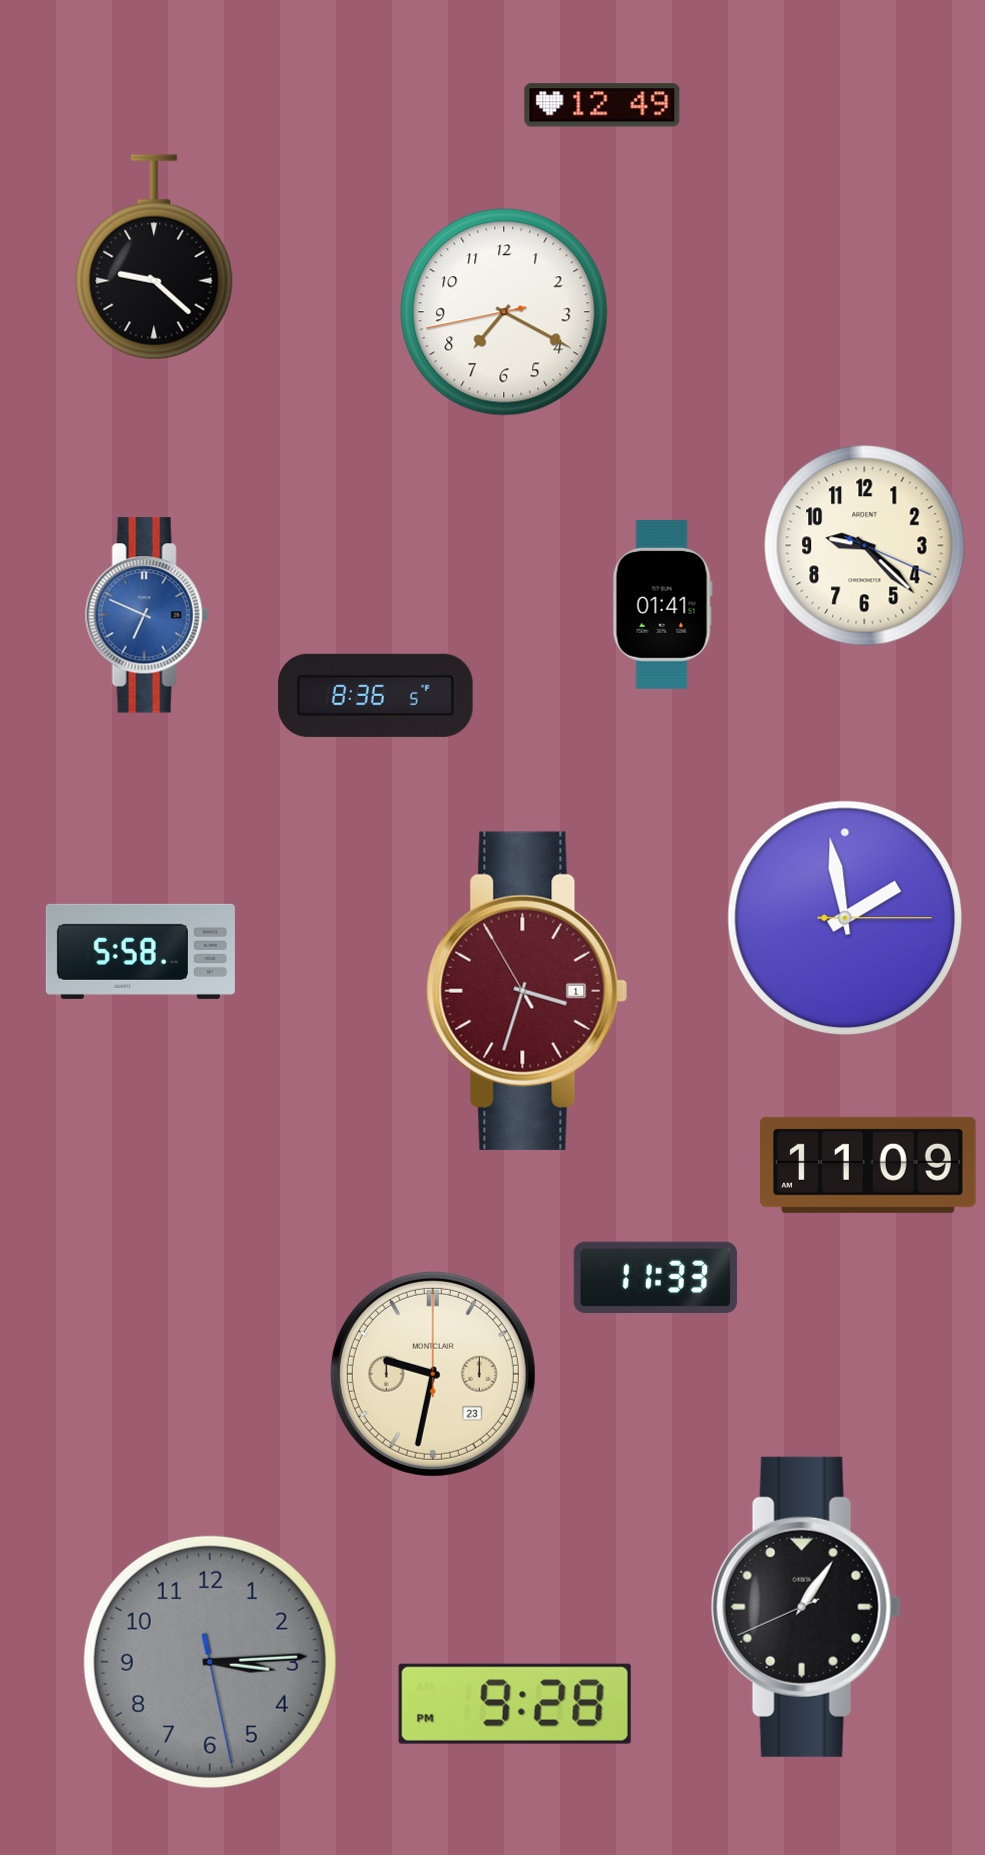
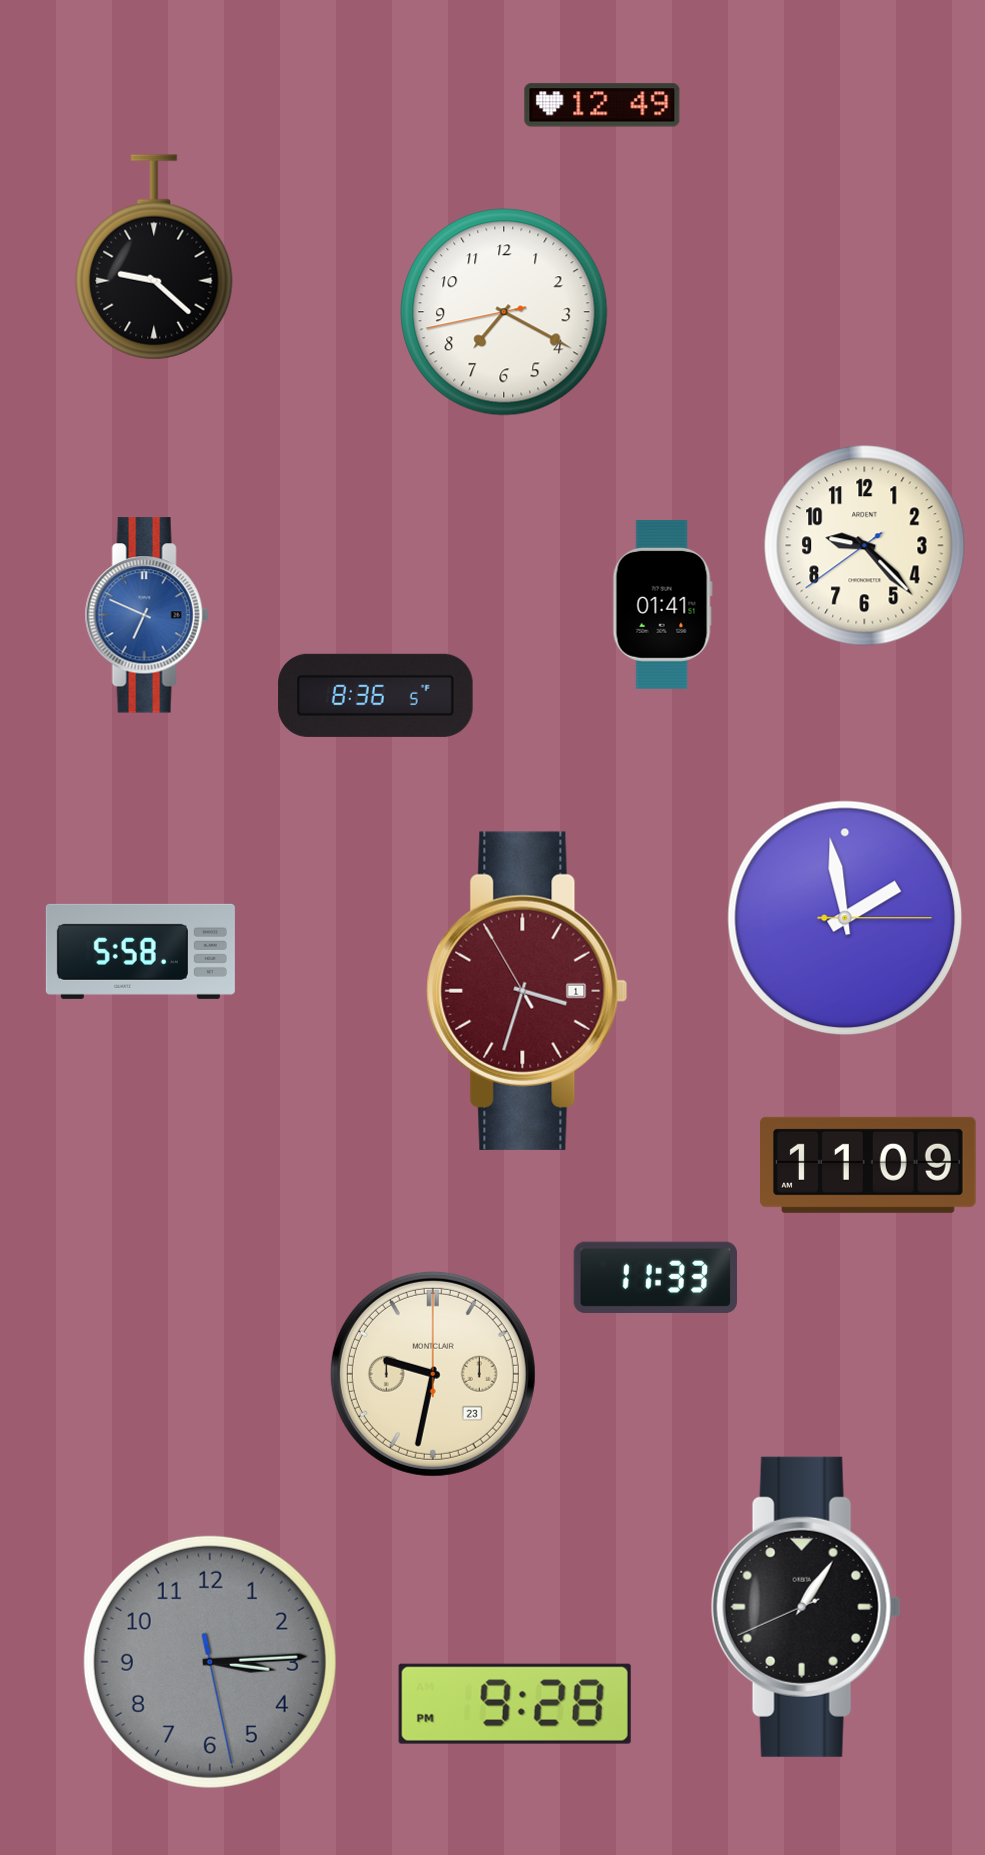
clock at (865, 546): 9:22:19 -> 9:22:39
